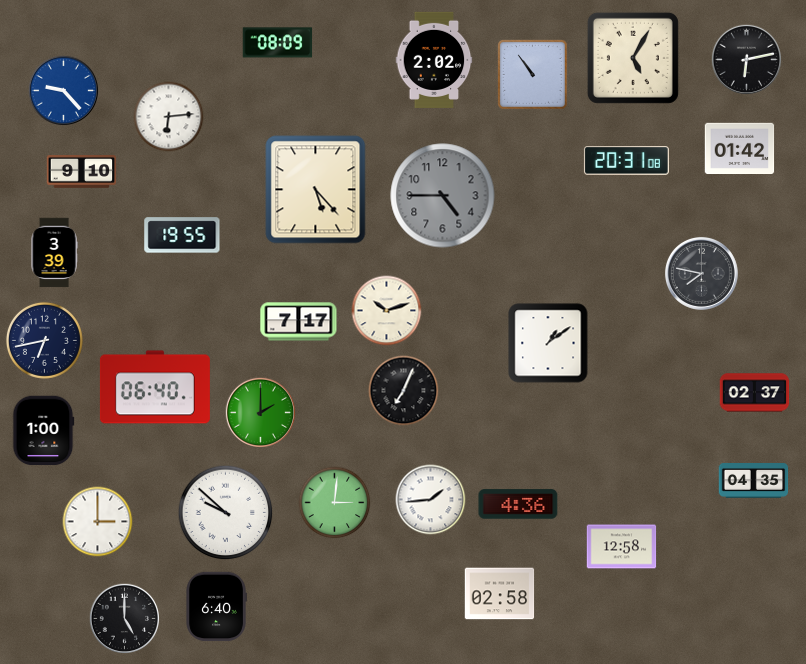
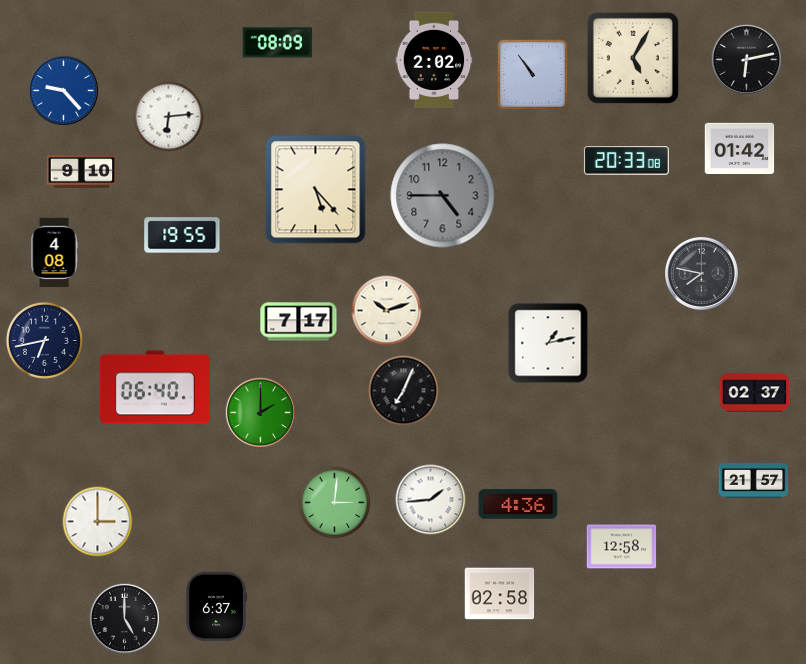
clock at (626, 161): 20:31 -> 20:33
clock at (54, 253): 3:39 -> 4:08
clock at (548, 343): 1:09 -> 1:13
clock at (44, 431): 1:00 -> none
clock at (754, 481): 04:35 -> 21:57
clock at (226, 513): 9:52 -> none
clock at (216, 607): 6:40 -> 6:37
